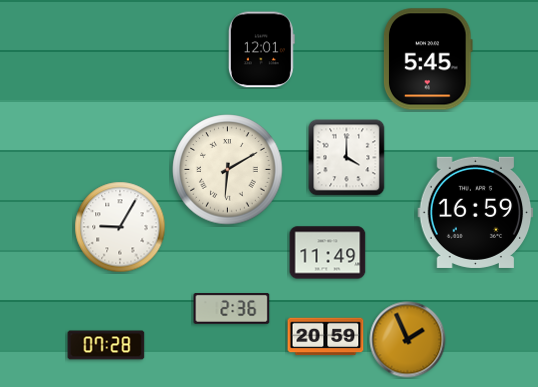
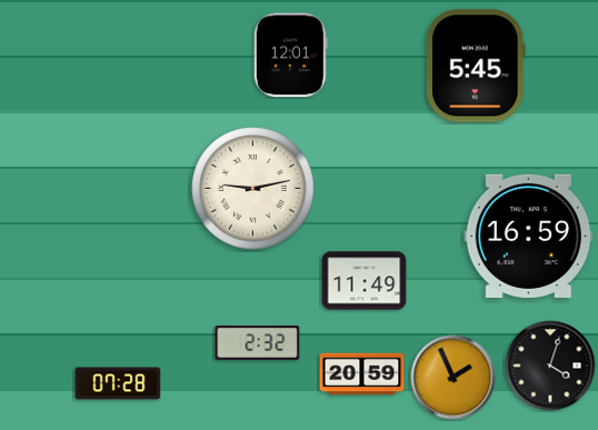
clock at (347, 158): 4:00 -> none
clock at (228, 170): 6:10 -> 9:13
clock at (120, 227): 9:05 -> none
clock at (232, 309): 2:36 -> 2:32
clock at (550, 366): none -> 4:03
